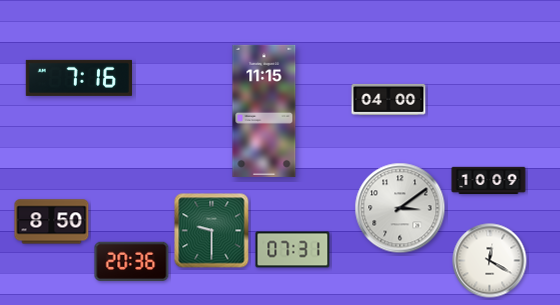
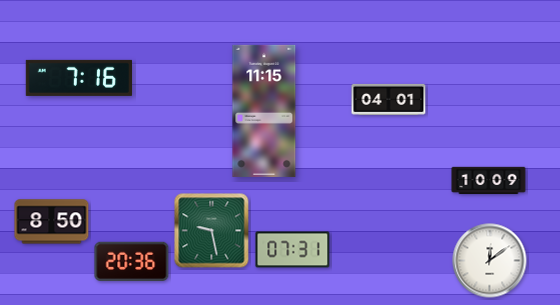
clock at (389, 99): 04:00 -> 04:01
clock at (400, 208): 3:09 -> none
clock at (212, 231): 9:30 -> 9:28
clock at (490, 261): 12:20 -> 12:09
